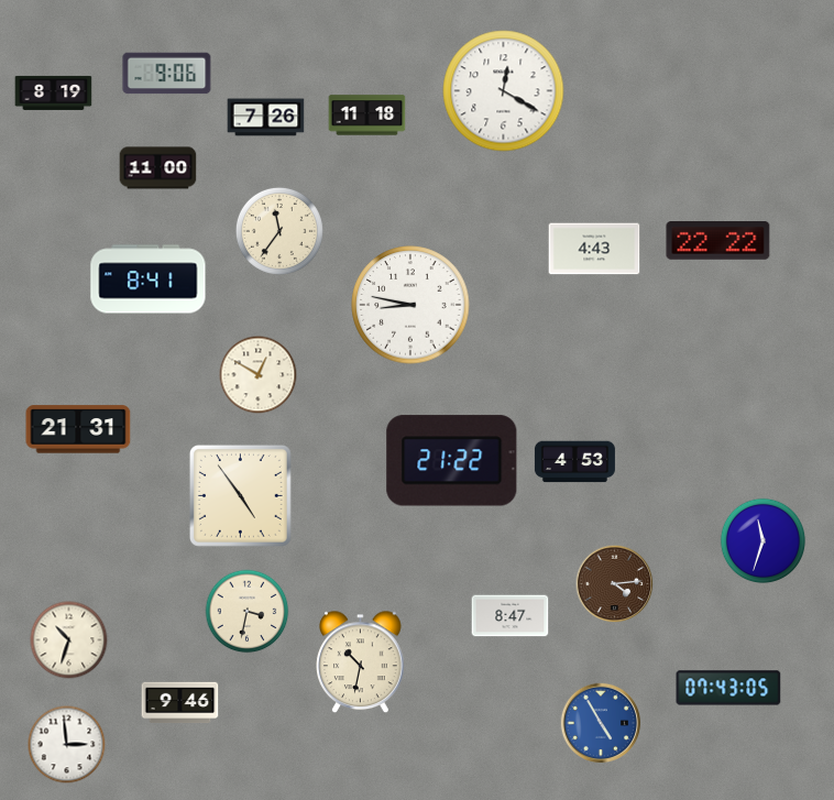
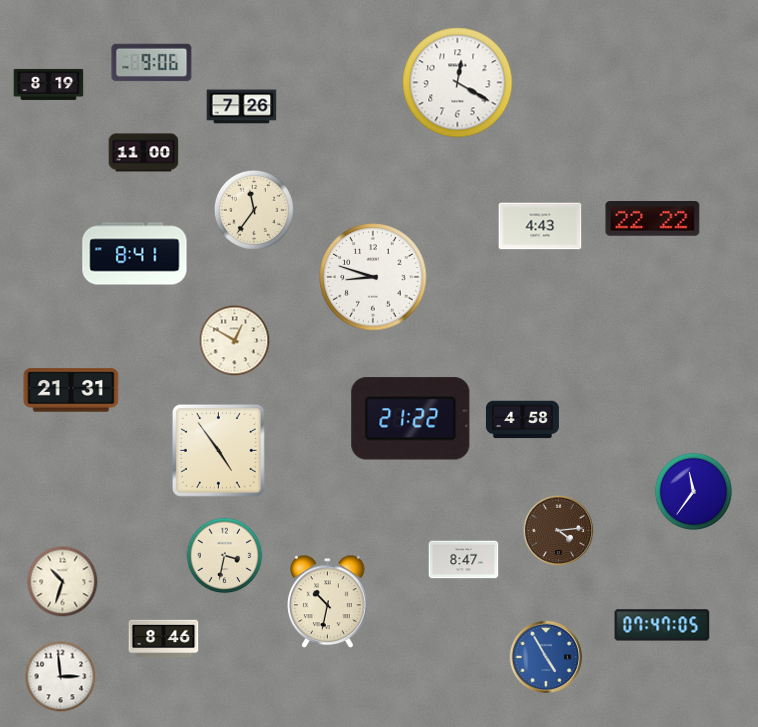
clock at (167, 74) position: (167, 74) -> (152, 63)
clock at (367, 116): 11:18 -> none
clock at (410, 305): 8:47 -> 8:48
clock at (574, 462): 4:53 -> 4:58
clock at (764, 541): 11:33 -> 11:36
clock at (728, 688): 07:43 -> 07:47
clock at (180, 703): 9:46 -> 8:46
